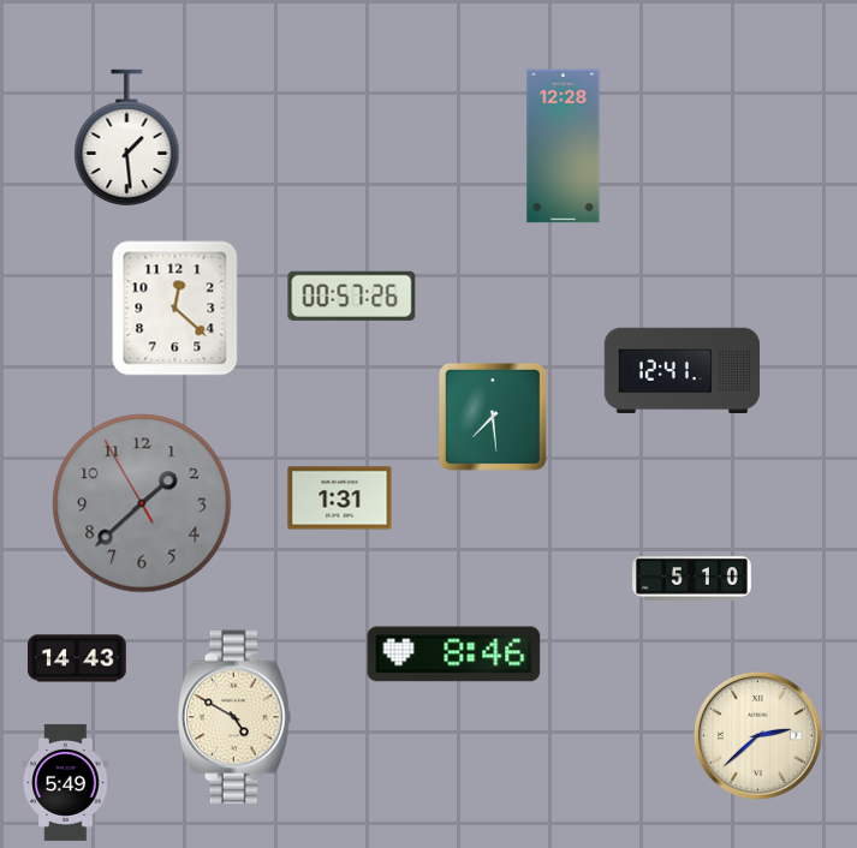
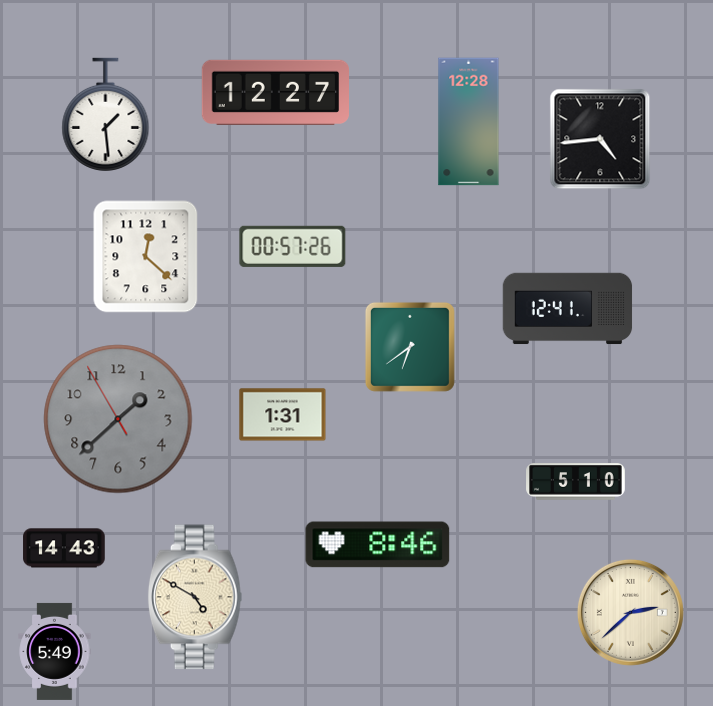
clock at (275, 92): none -> 12:27
clock at (600, 139): none -> 4:44
clock at (493, 417): 7:29 -> 6:39
